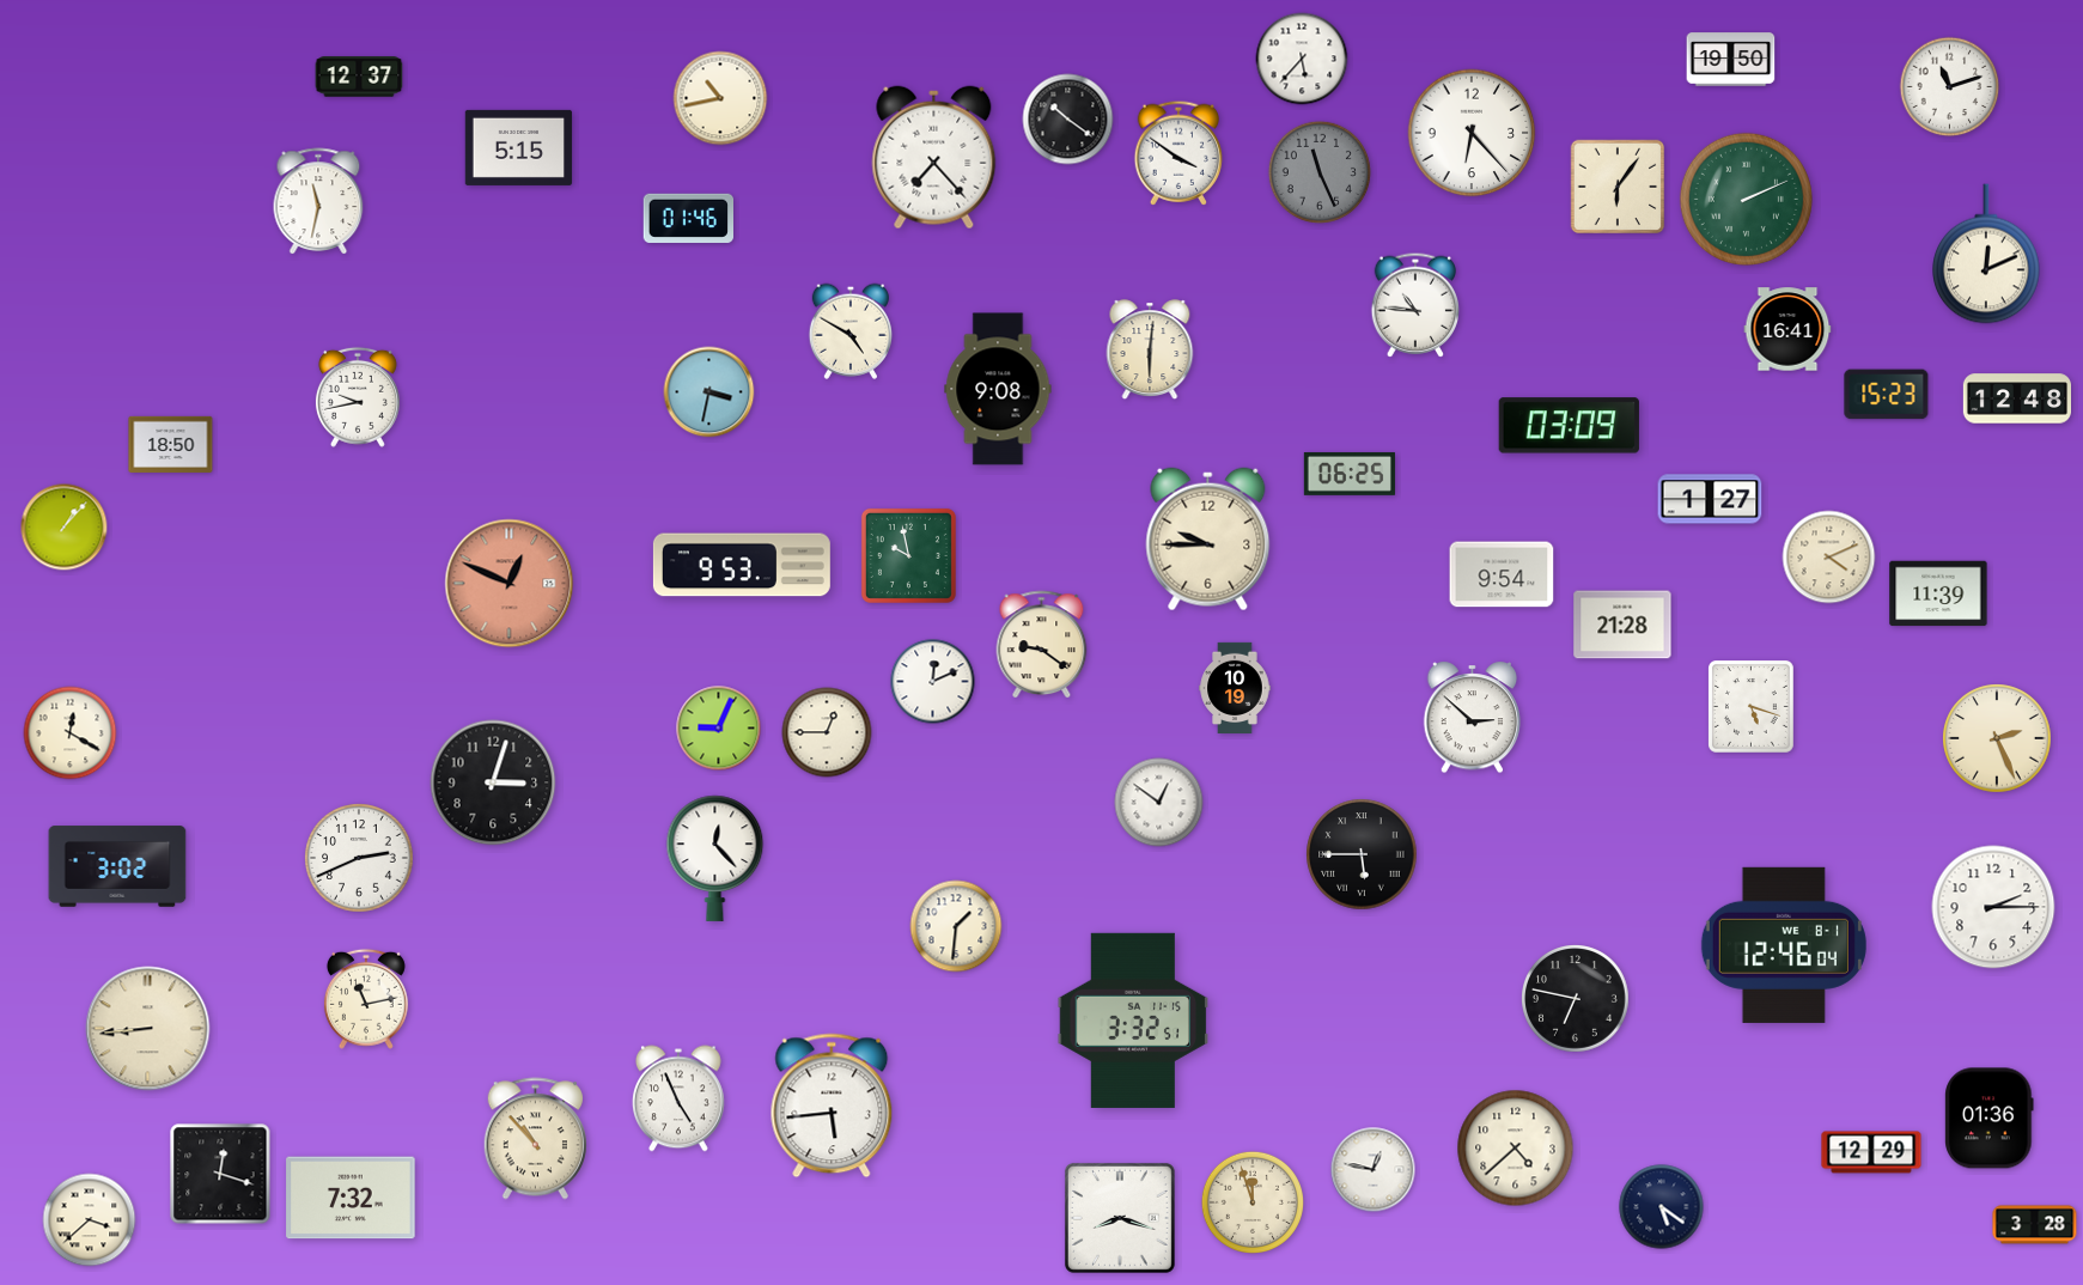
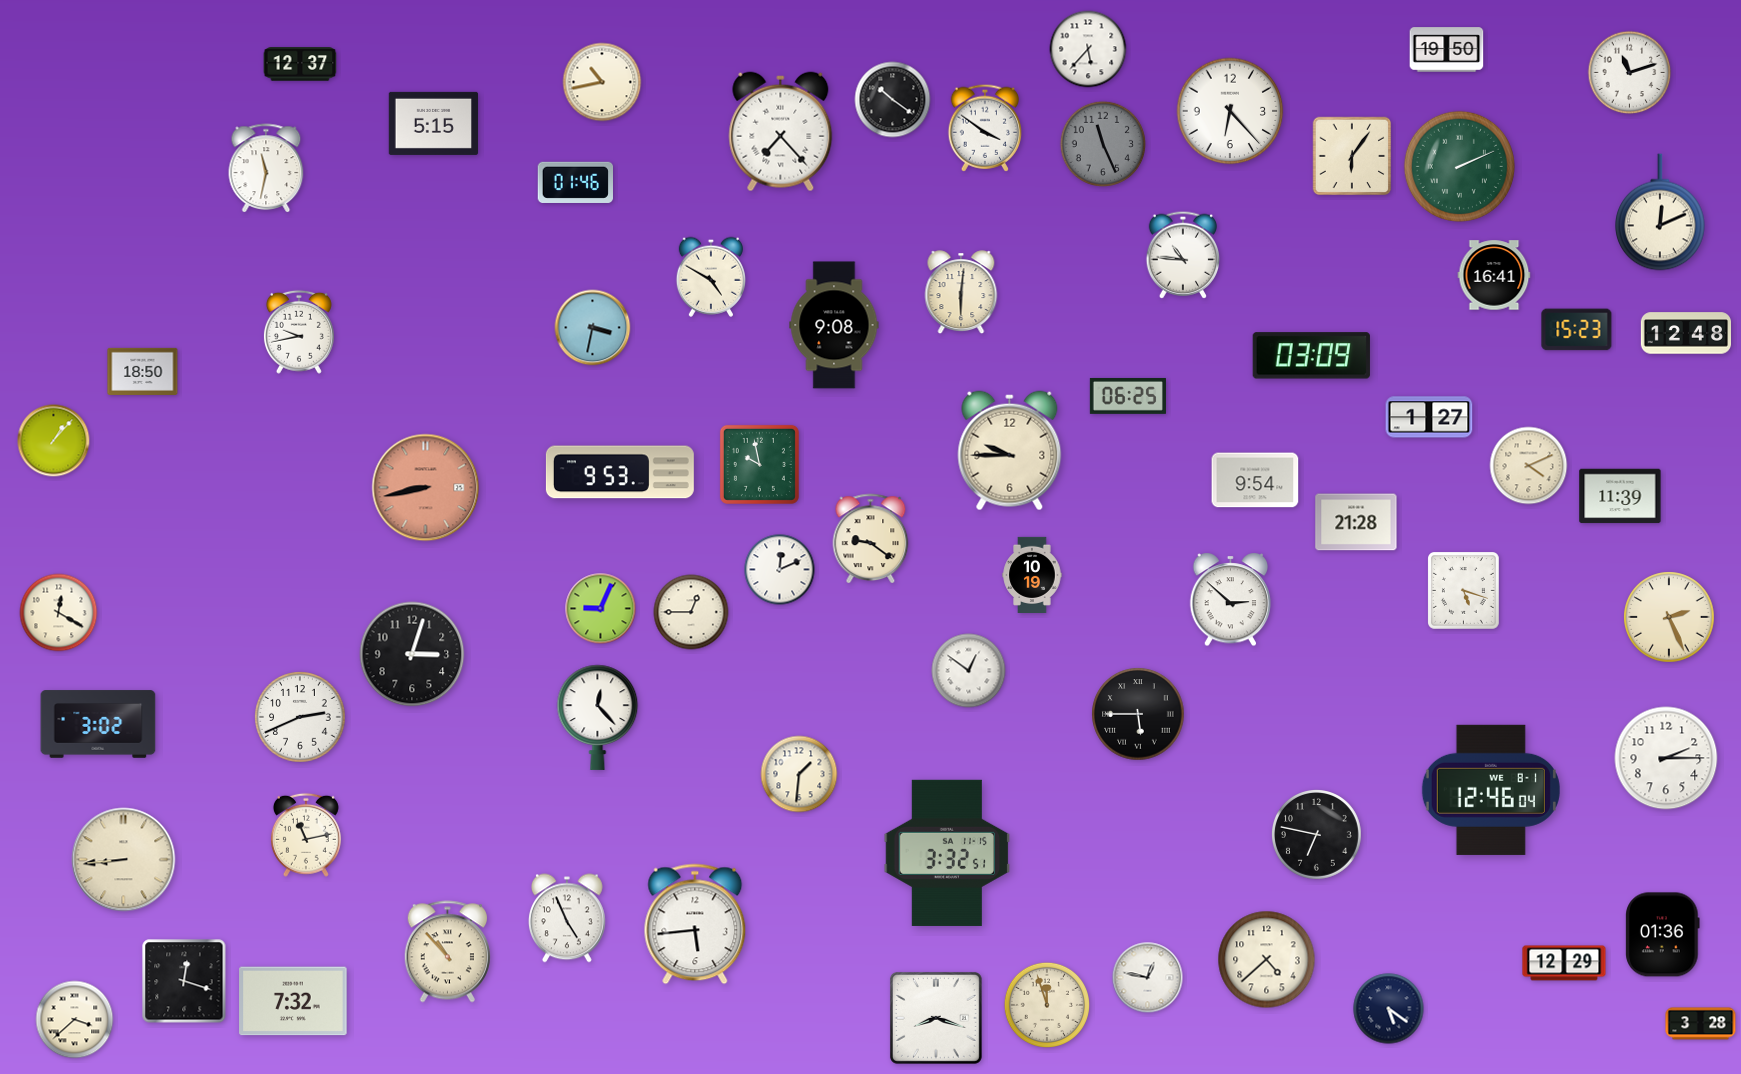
clock at (510, 584): 12:49 -> 8:43
